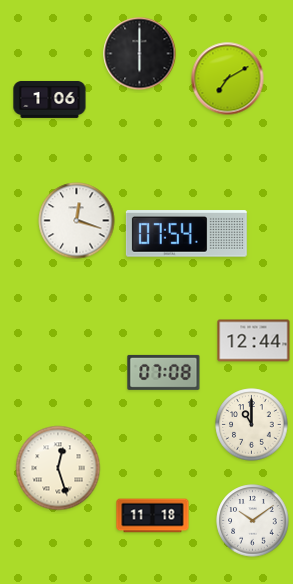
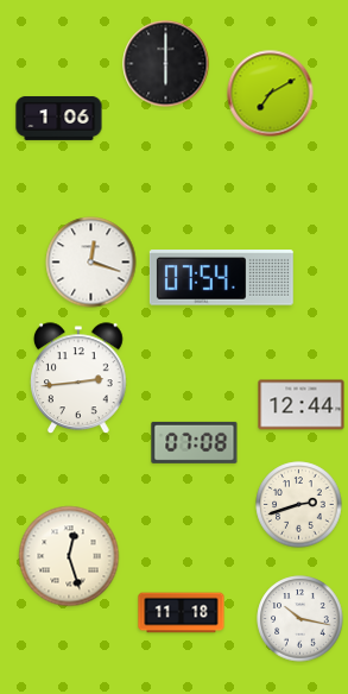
clock at (80, 379): none -> 2:44
clock at (252, 425): 11:00 -> 2:42
clock at (253, 521): 10:09 -> 10:17
